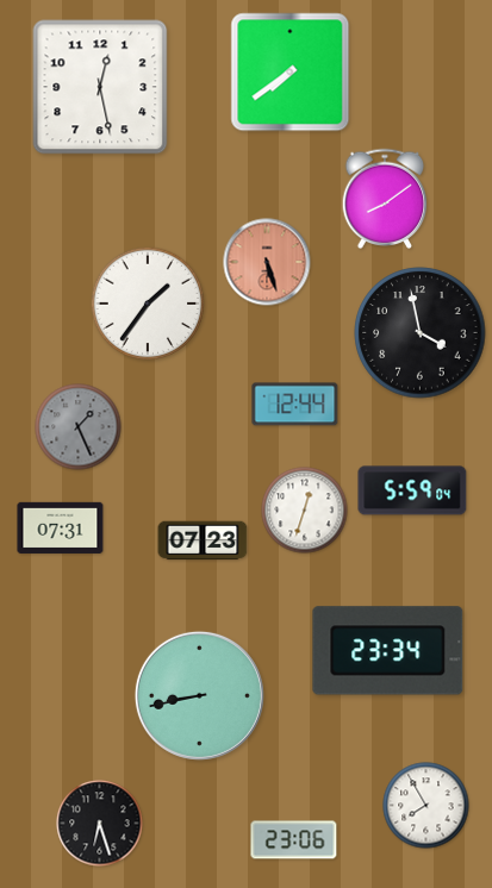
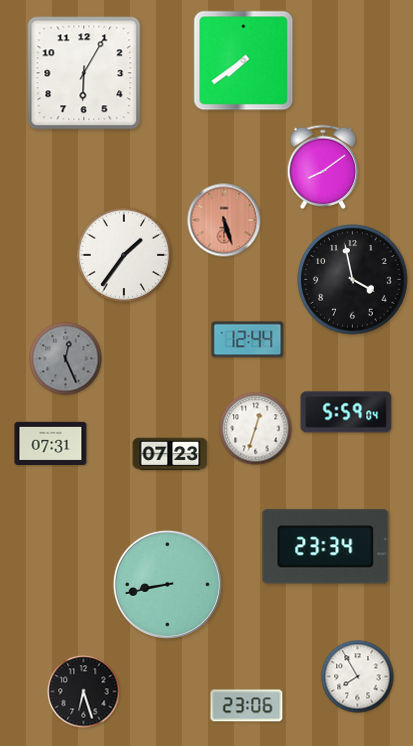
clock at (100, 87): 12:28 -> 6:05
clock at (79, 427): 1:26 -> 12:26
